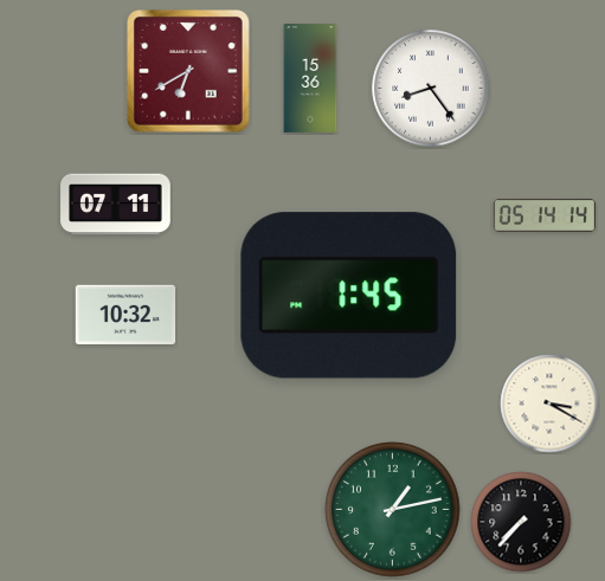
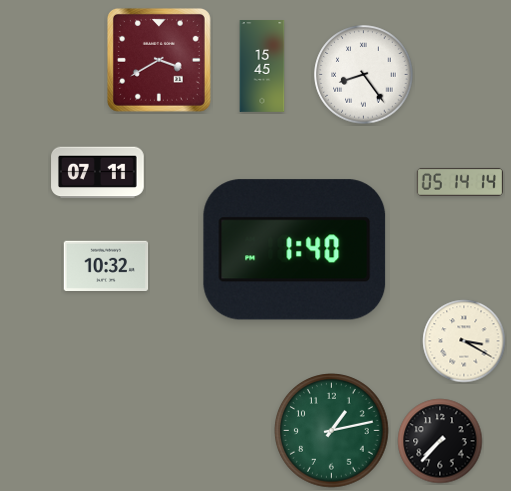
clock at (188, 71): 6:40 -> 3:40
clock at (310, 78): 15:36 -> 15:45
clock at (349, 296): 1:45 -> 1:40
